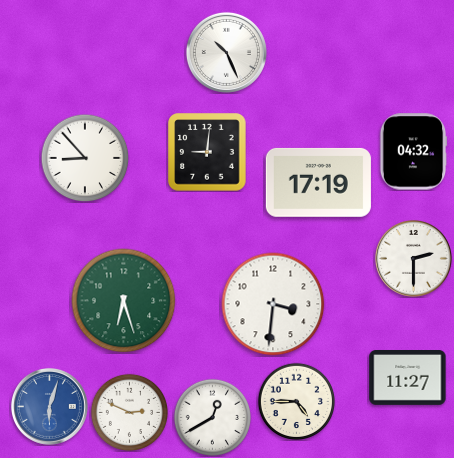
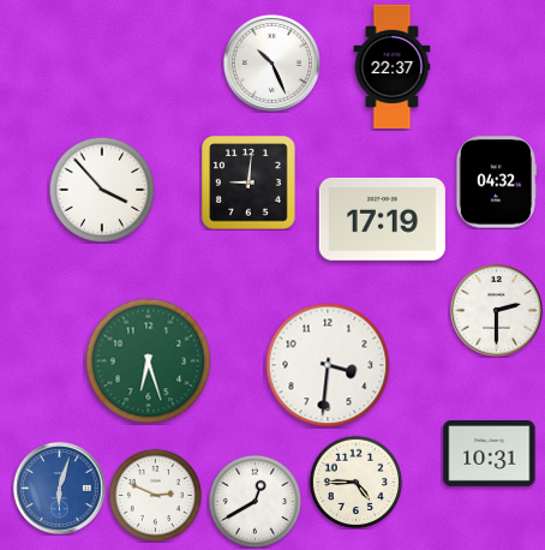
clock at (393, 66): none -> 22:37
clock at (85, 158): 8:53 -> 3:53
clock at (408, 378): 11:27 -> 10:31
